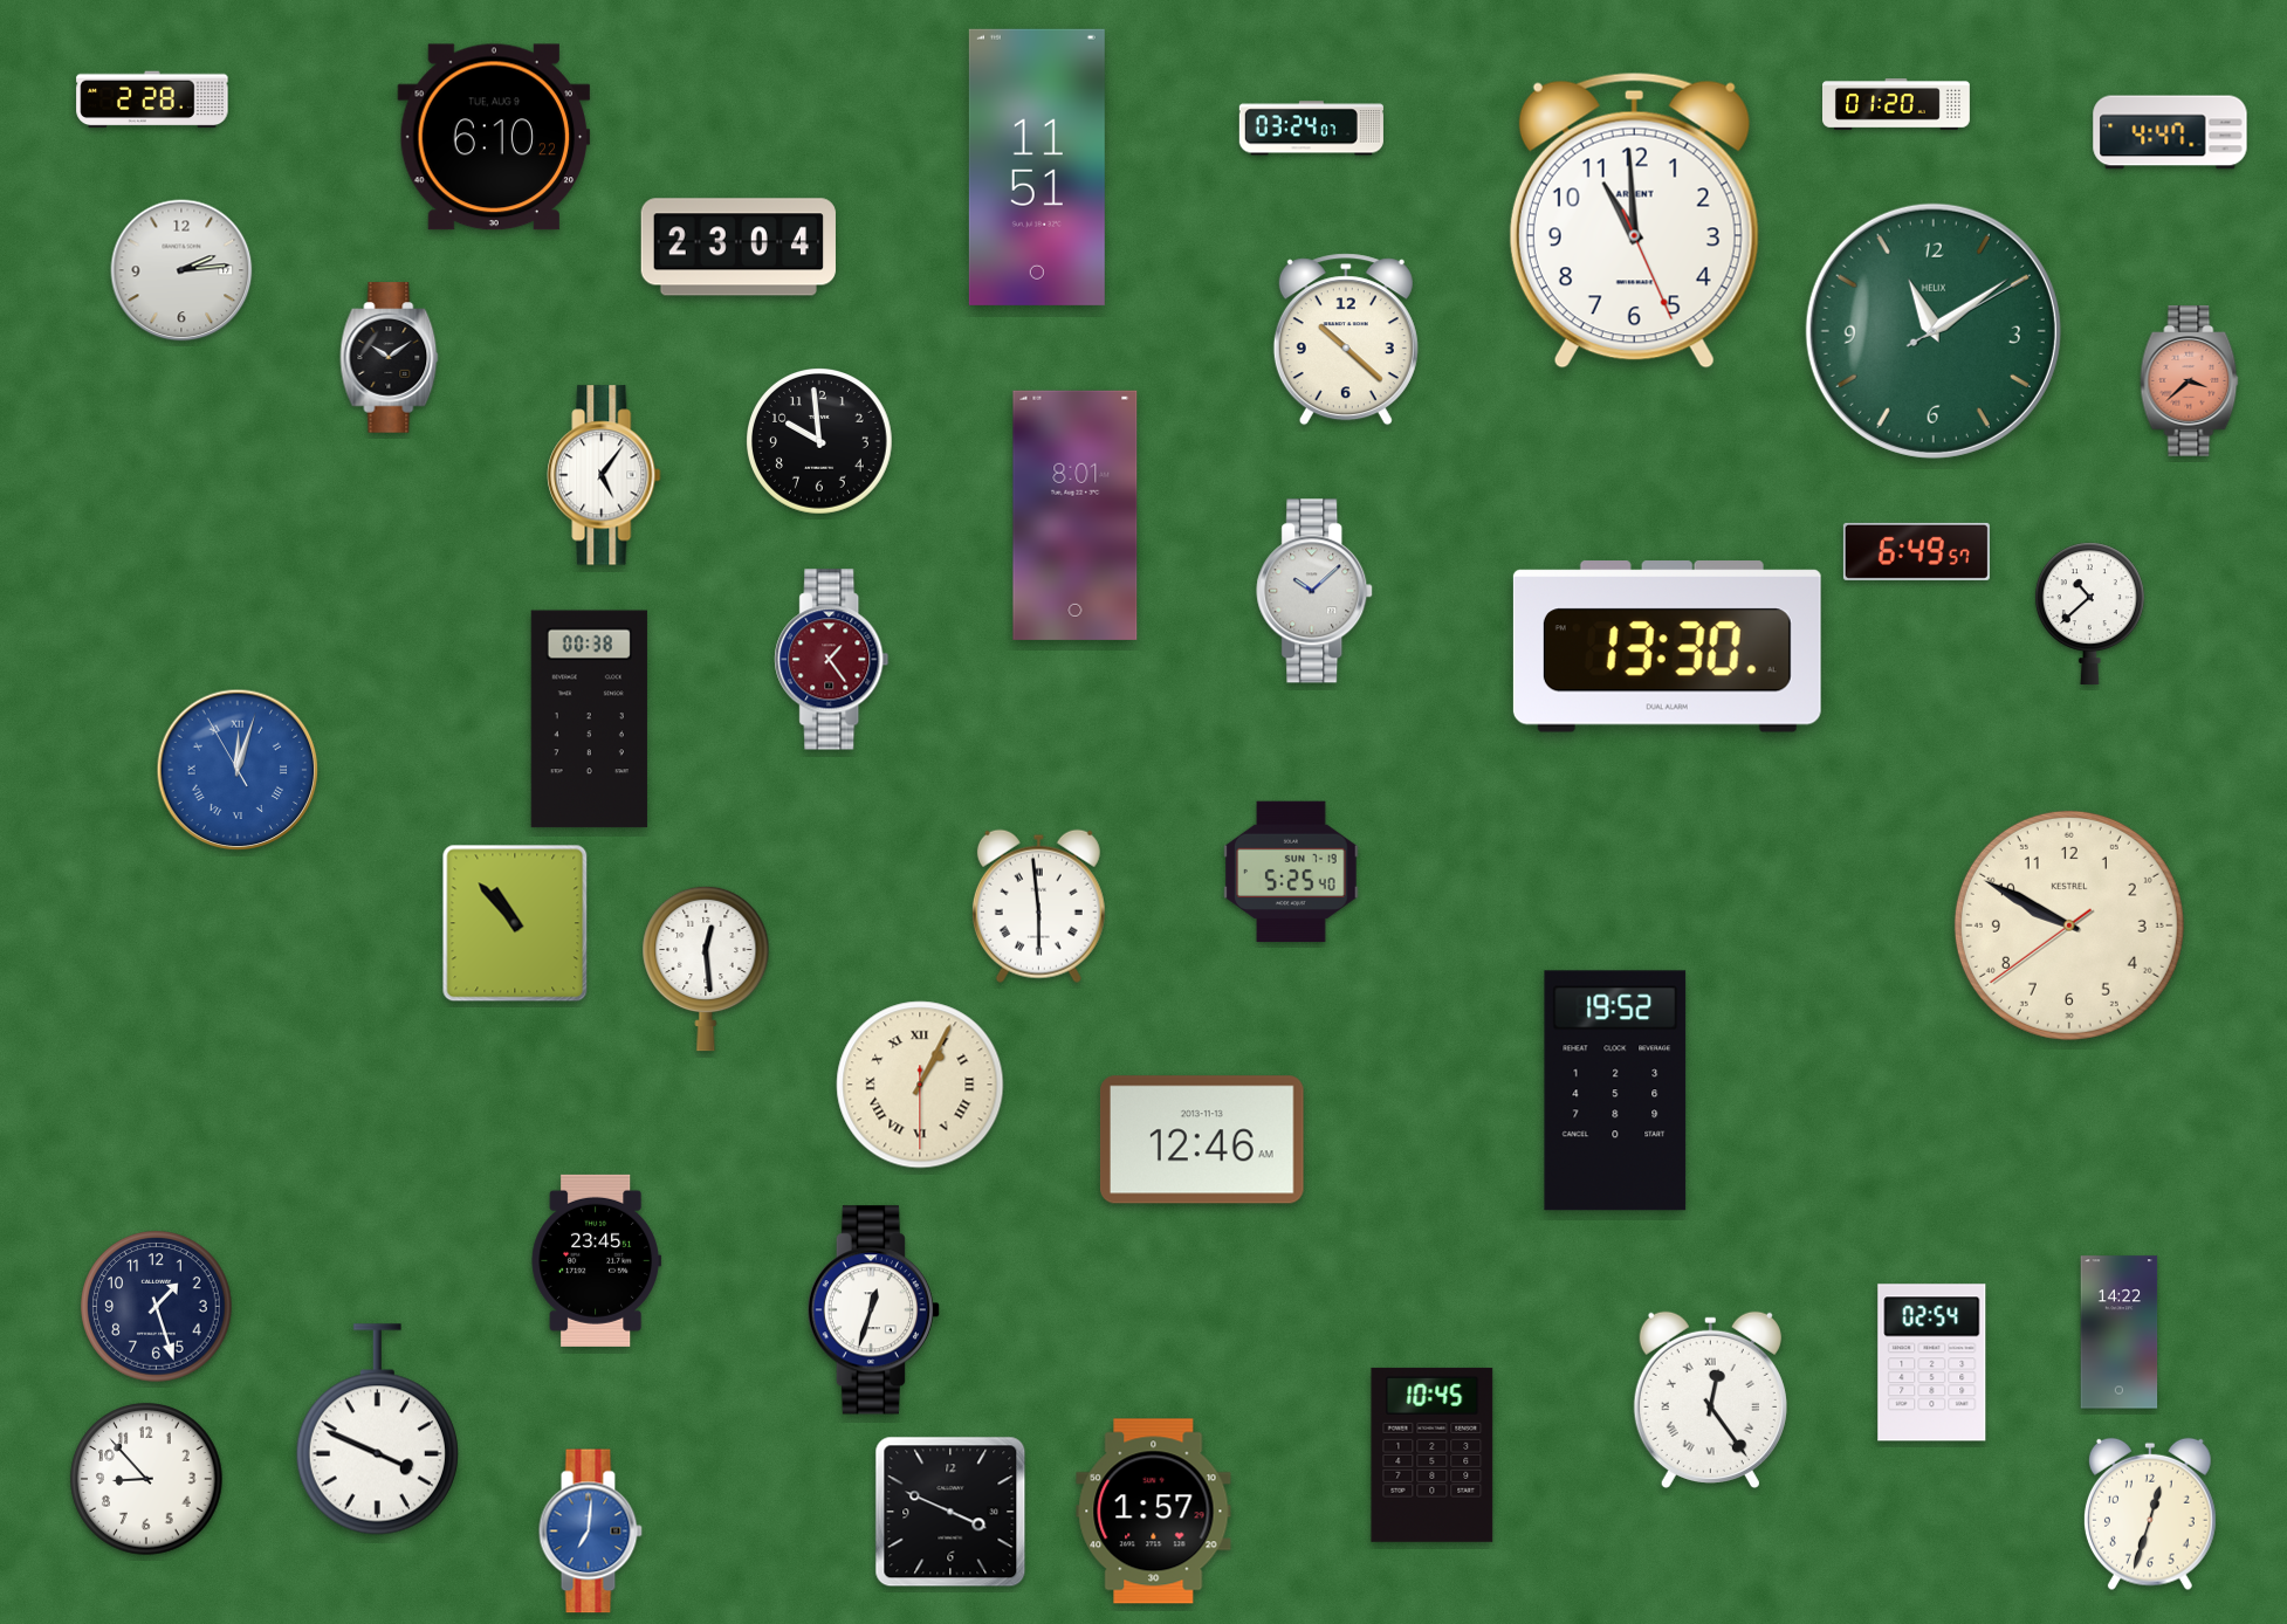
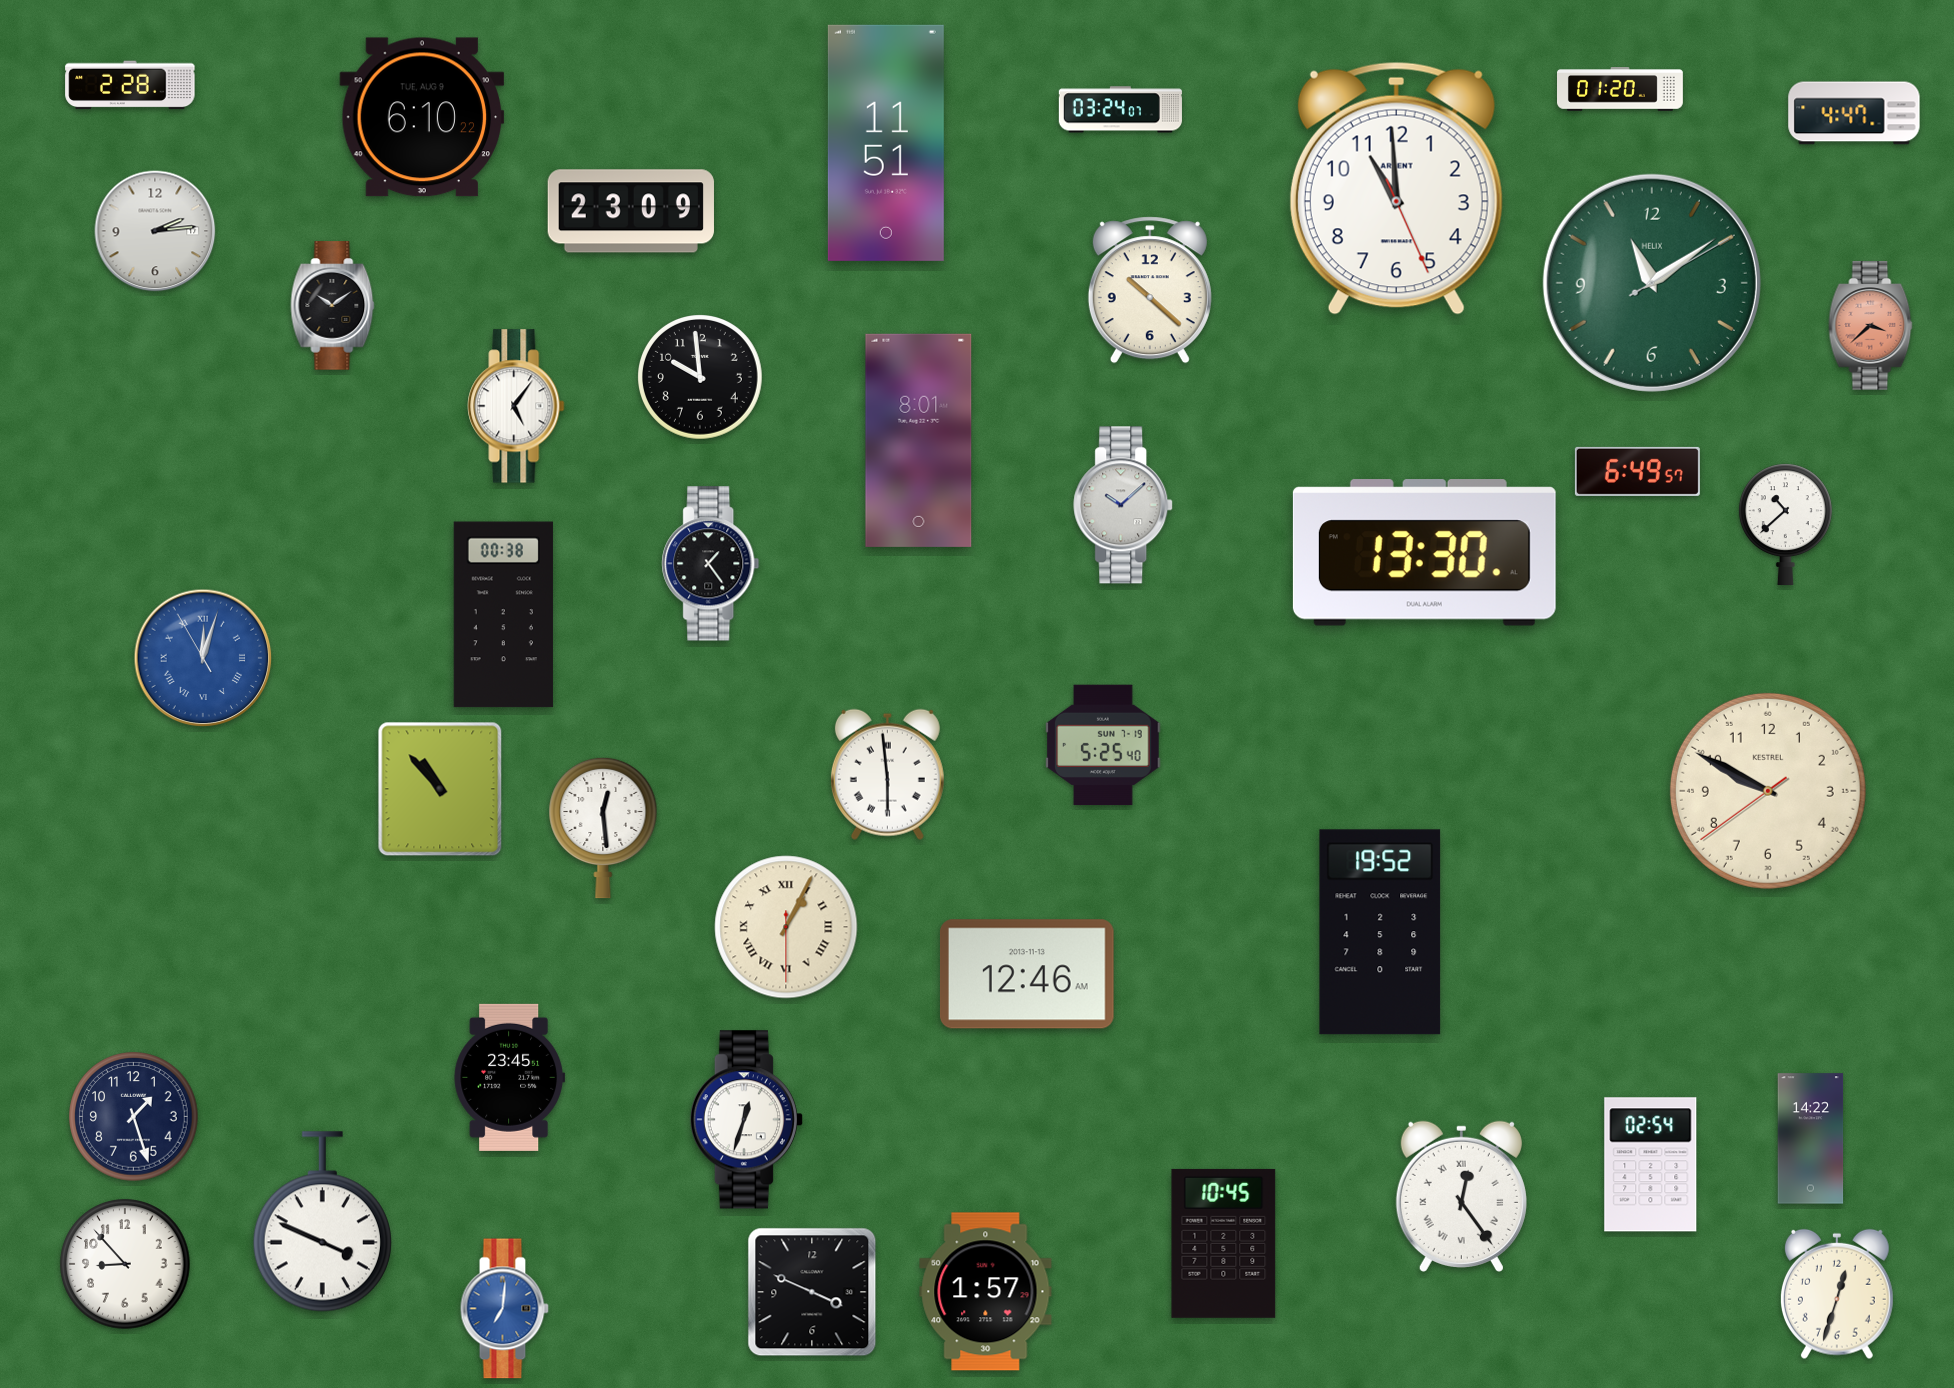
clock at (739, 247): 23:04 -> 23:09
clock at (832, 660) dial: burgundy -> black
